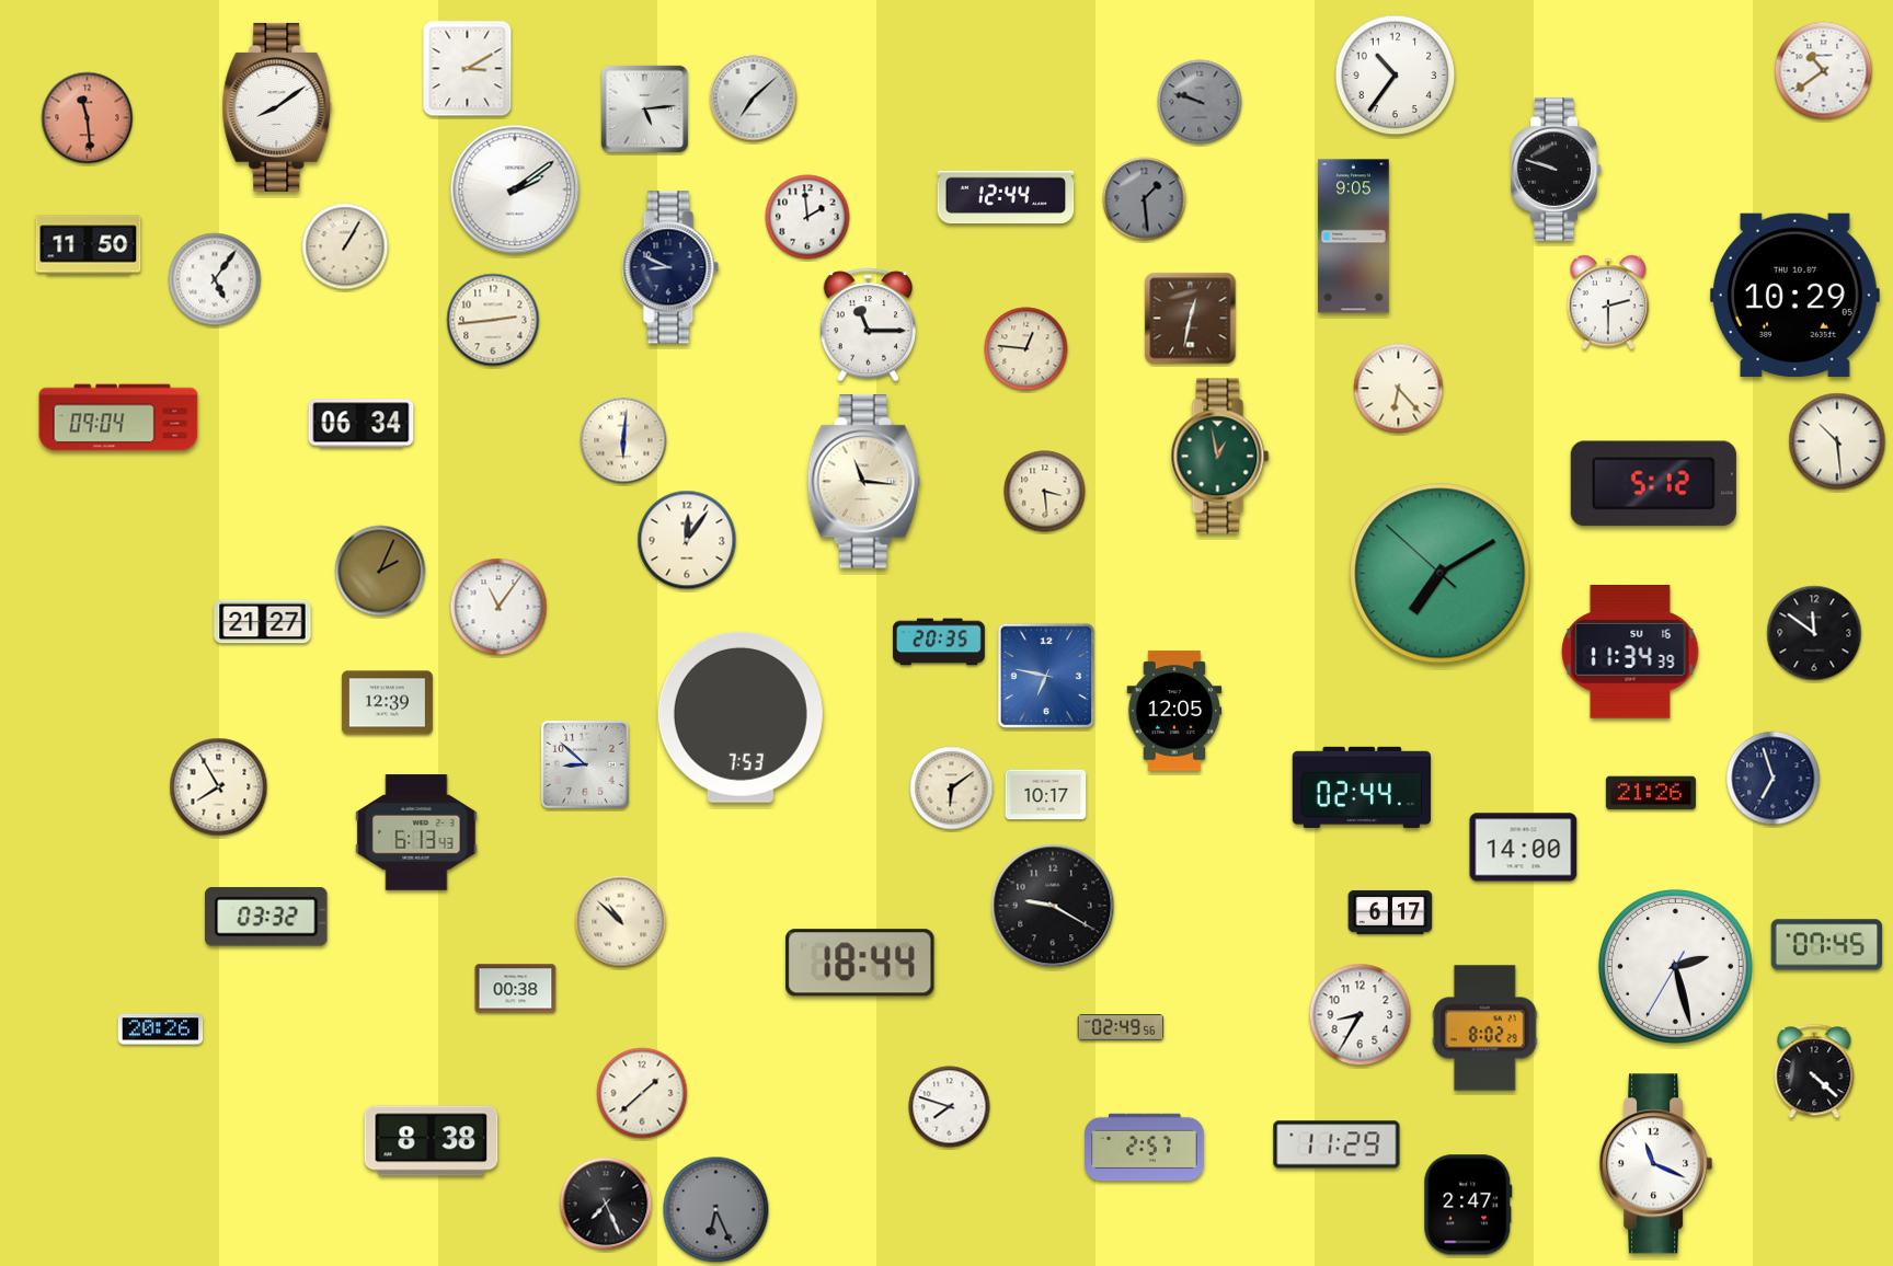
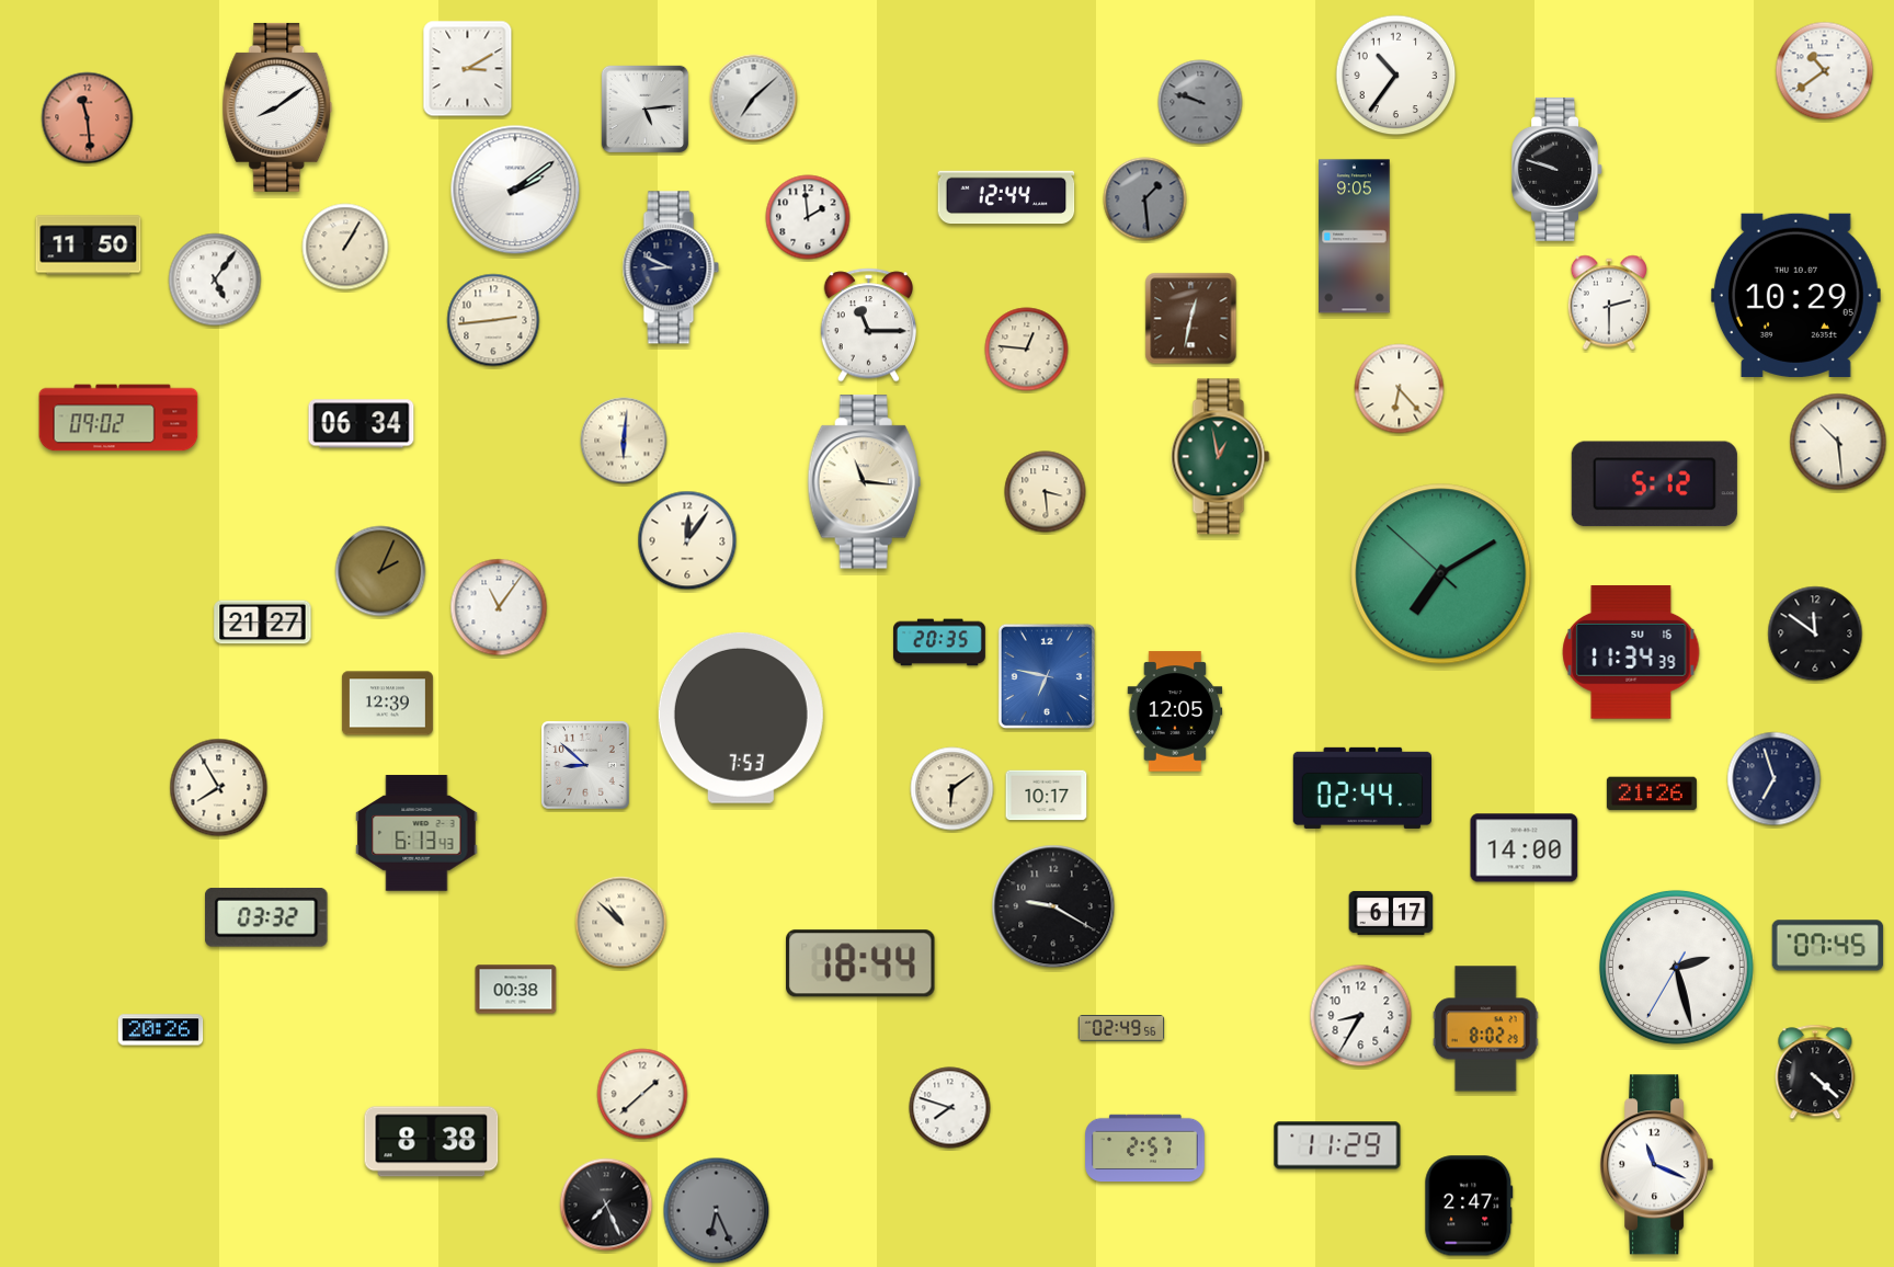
clock at (118, 417): 09:04 -> 09:02
